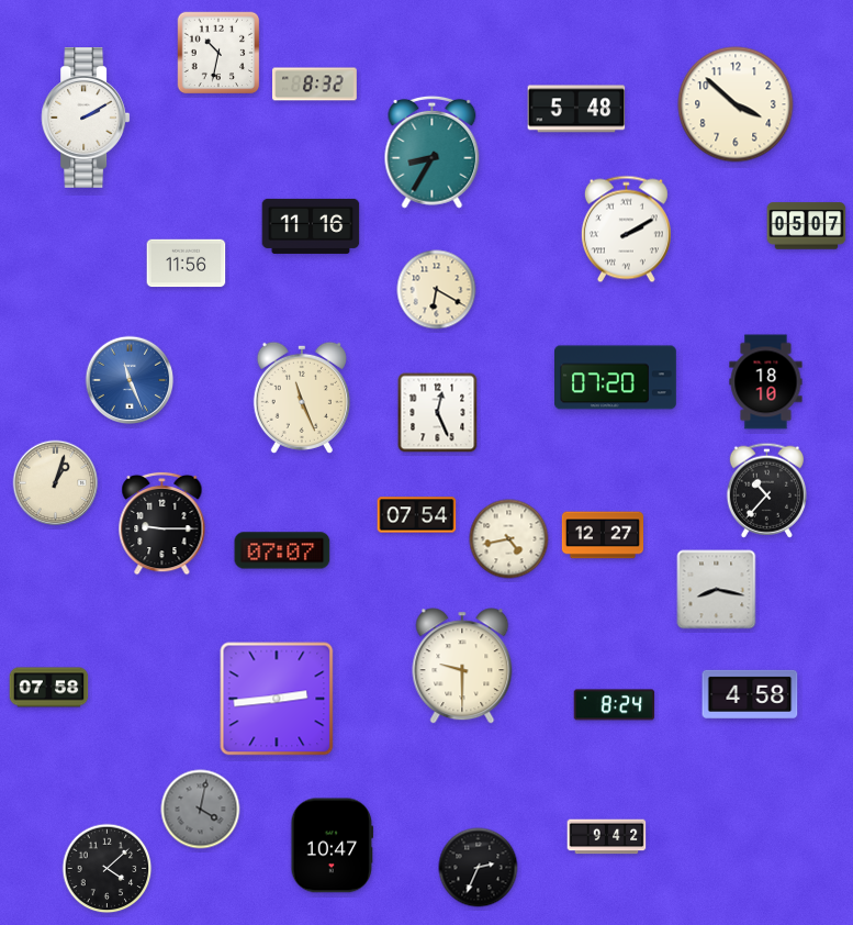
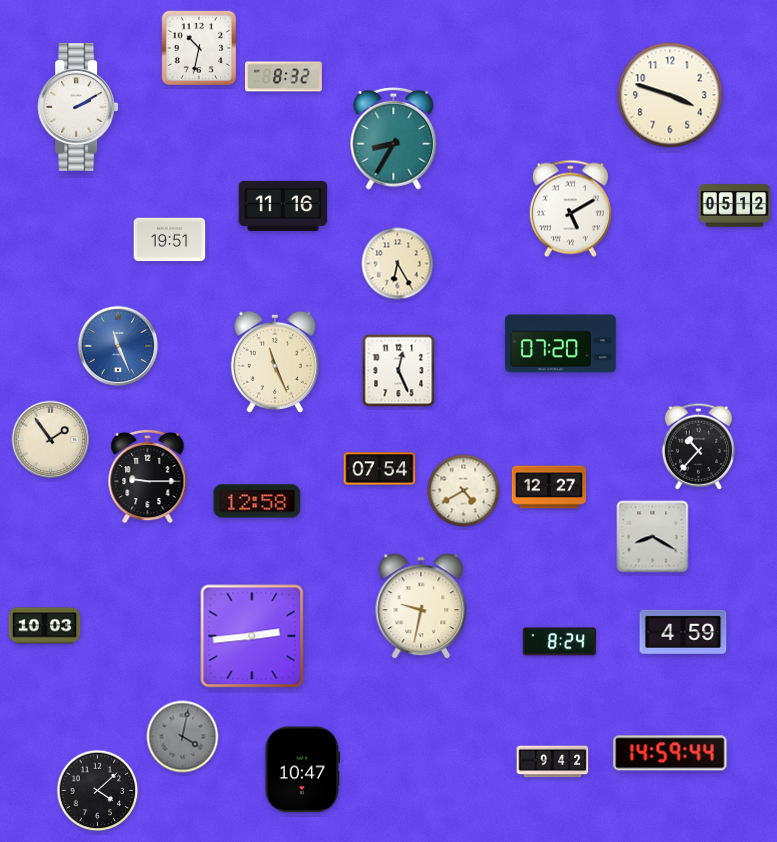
clock at (315, 85) position: (315, 85) -> (284, 77)
clock at (736, 104): 3:52 -> 3:48
clock at (576, 109): 5:48 -> none
clock at (807, 226): 05:07 -> 05:12
clock at (626, 230): 2:10 -> 5:10
clock at (187, 264): 11:56 -> 19:51
clock at (437, 290): 6:20 -> 6:25
clock at (766, 382): 18:10 -> none
clock at (438, 413) position: (438, 413) -> (399, 371)
clock at (56, 483): 1:03 -> 1:54
clock at (509, 539): 4:43 -> 4:40
clock at (282, 550): 07:07 -> 12:58
clock at (717, 590): 8:17 -> 8:20
clock at (462, 666): 9:30 -> 9:32
clock at (49, 688): 07:58 -> 10:03
clock at (750, 694): 4:58 -> 4:59
clock at (670, 753): none -> 14:59
clock at (479, 868): 2:34 -> none
